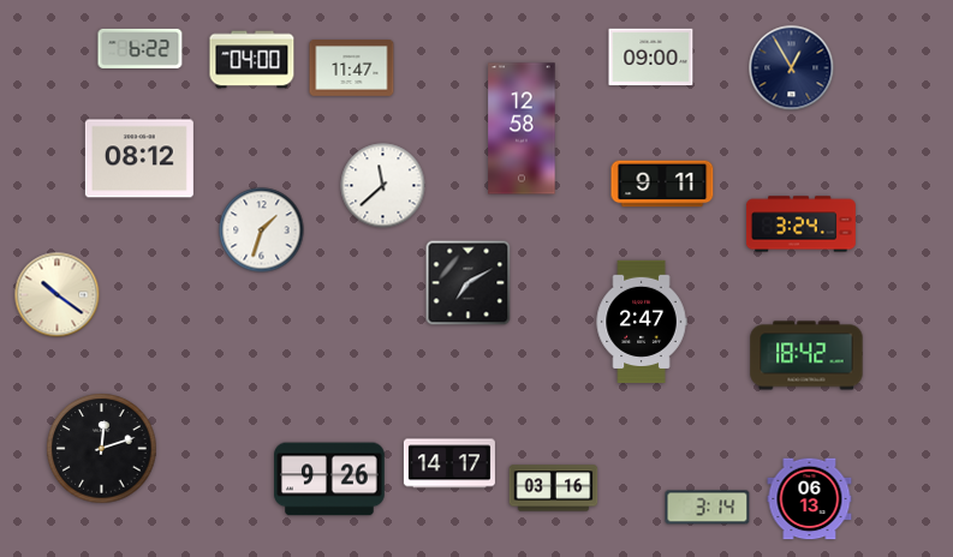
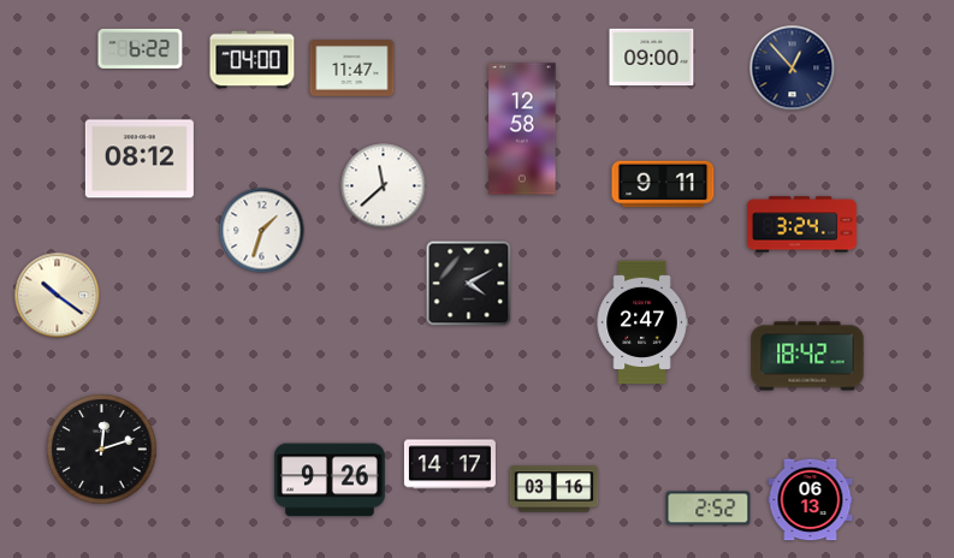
clock at (792, 68): 12:55 -> 12:53
clock at (469, 283): 7:10 -> 4:10
clock at (708, 508): 3:14 -> 2:52
